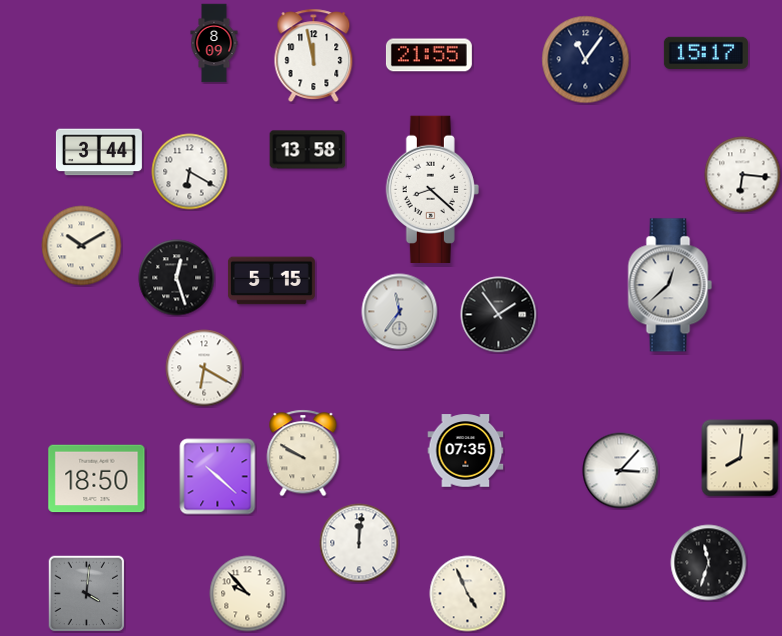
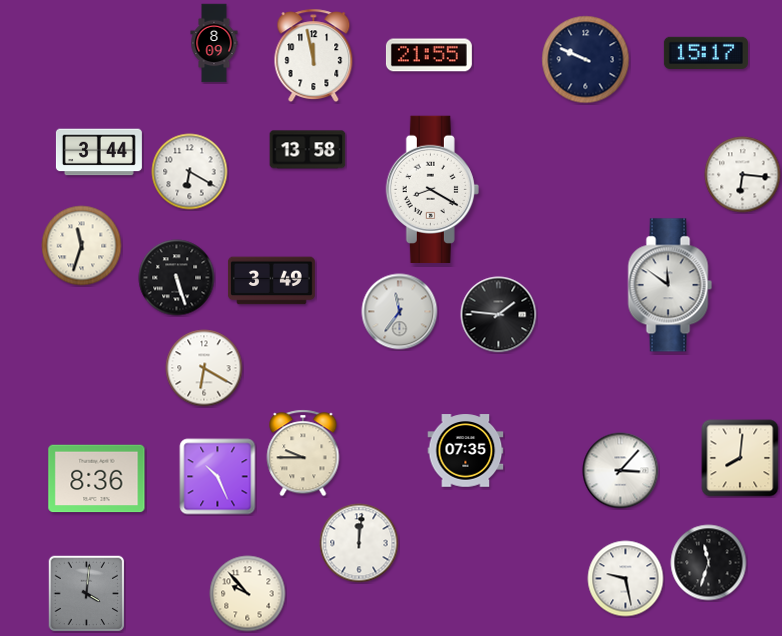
clock at (586, 60): 11:06 -> 9:49
clock at (432, 189): 8:22 -> 8:20
clock at (82, 246): 10:10 -> 11:33
clock at (177, 278): 12:27 -> 5:27
clock at (271, 281): 5:15 -> 3:49
clock at (670, 285): 12:38 -> 11:51
clock at (499, 315): 1:54 -> 1:46
clock at (303, 453): 9:50 -> 9:45
clock at (218, 477): 10:22 -> 10:26
clock at (97, 479): 18:50 -> 8:36
clock at (626, 579): none -> 9:28
clock at (468, 594): 4:56 -> none
